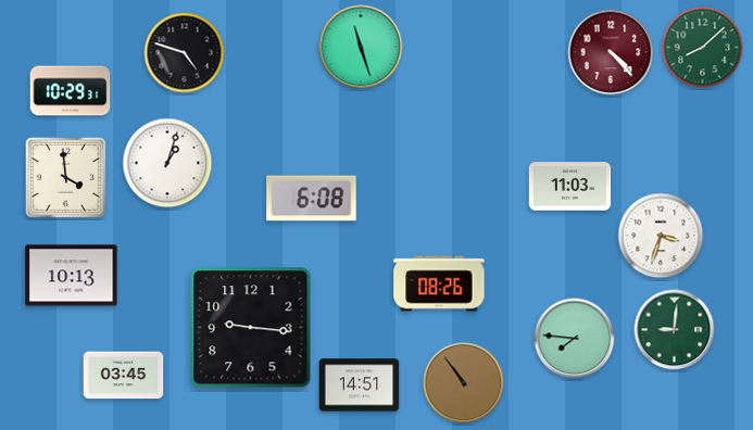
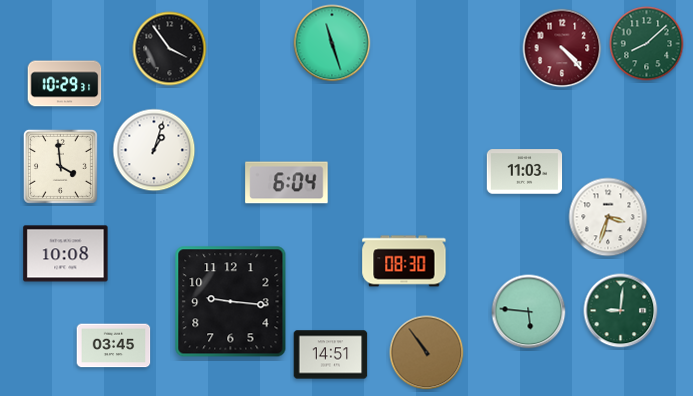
clock at (185, 53): 4:48 -> 3:54
clock at (65, 177) position: (65, 177) -> (60, 166)
clock at (312, 199): 6:08 -> 6:04
clock at (72, 276): 10:13 -> 10:08
clock at (439, 283): 08:26 -> 08:30
clock at (675, 330) position: (675, 330) -> (621, 311)
clock at (575, 339): 7:46 -> 5:46
